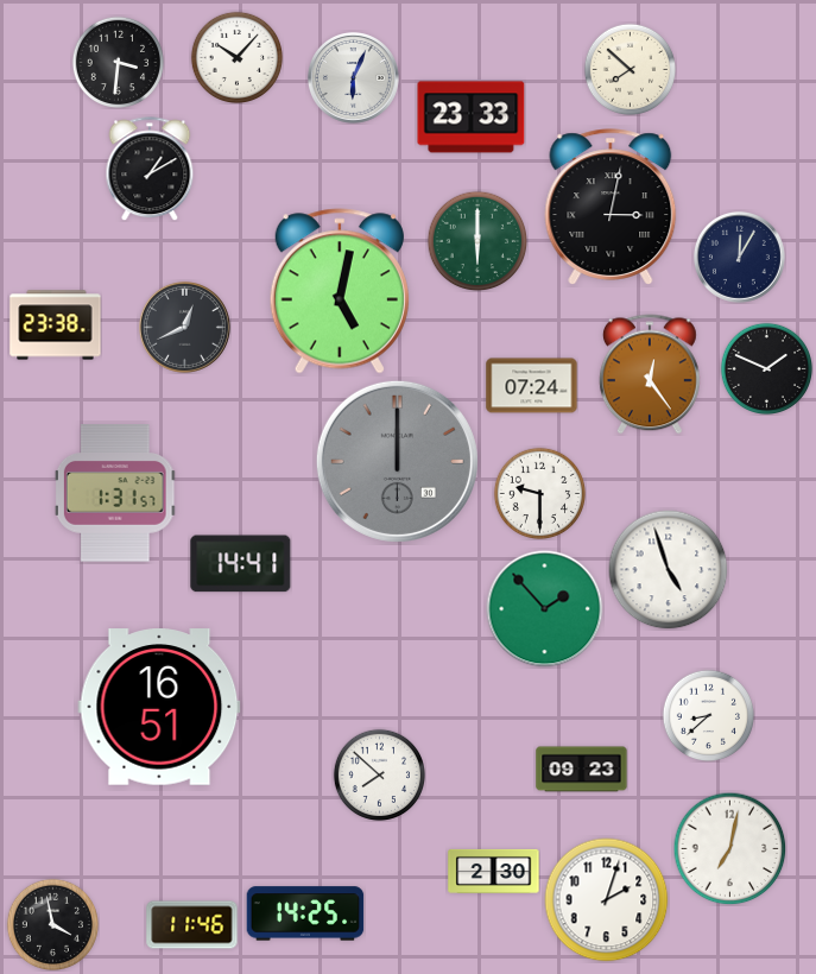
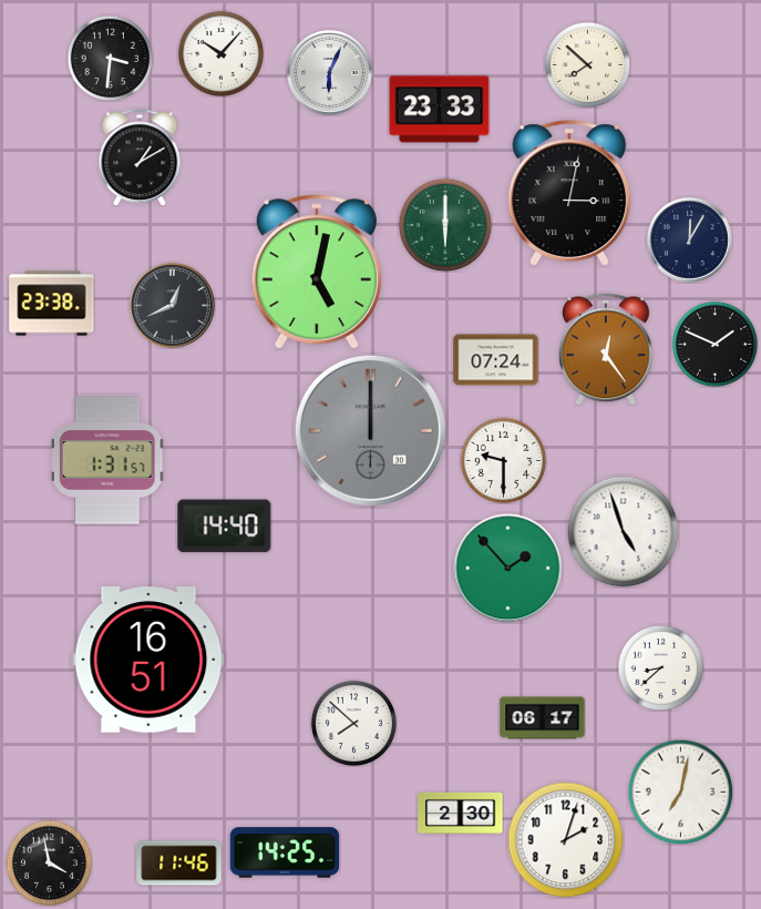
clock at (241, 564): 14:41 -> 14:40
clock at (582, 770): 09:23 -> 06:17
